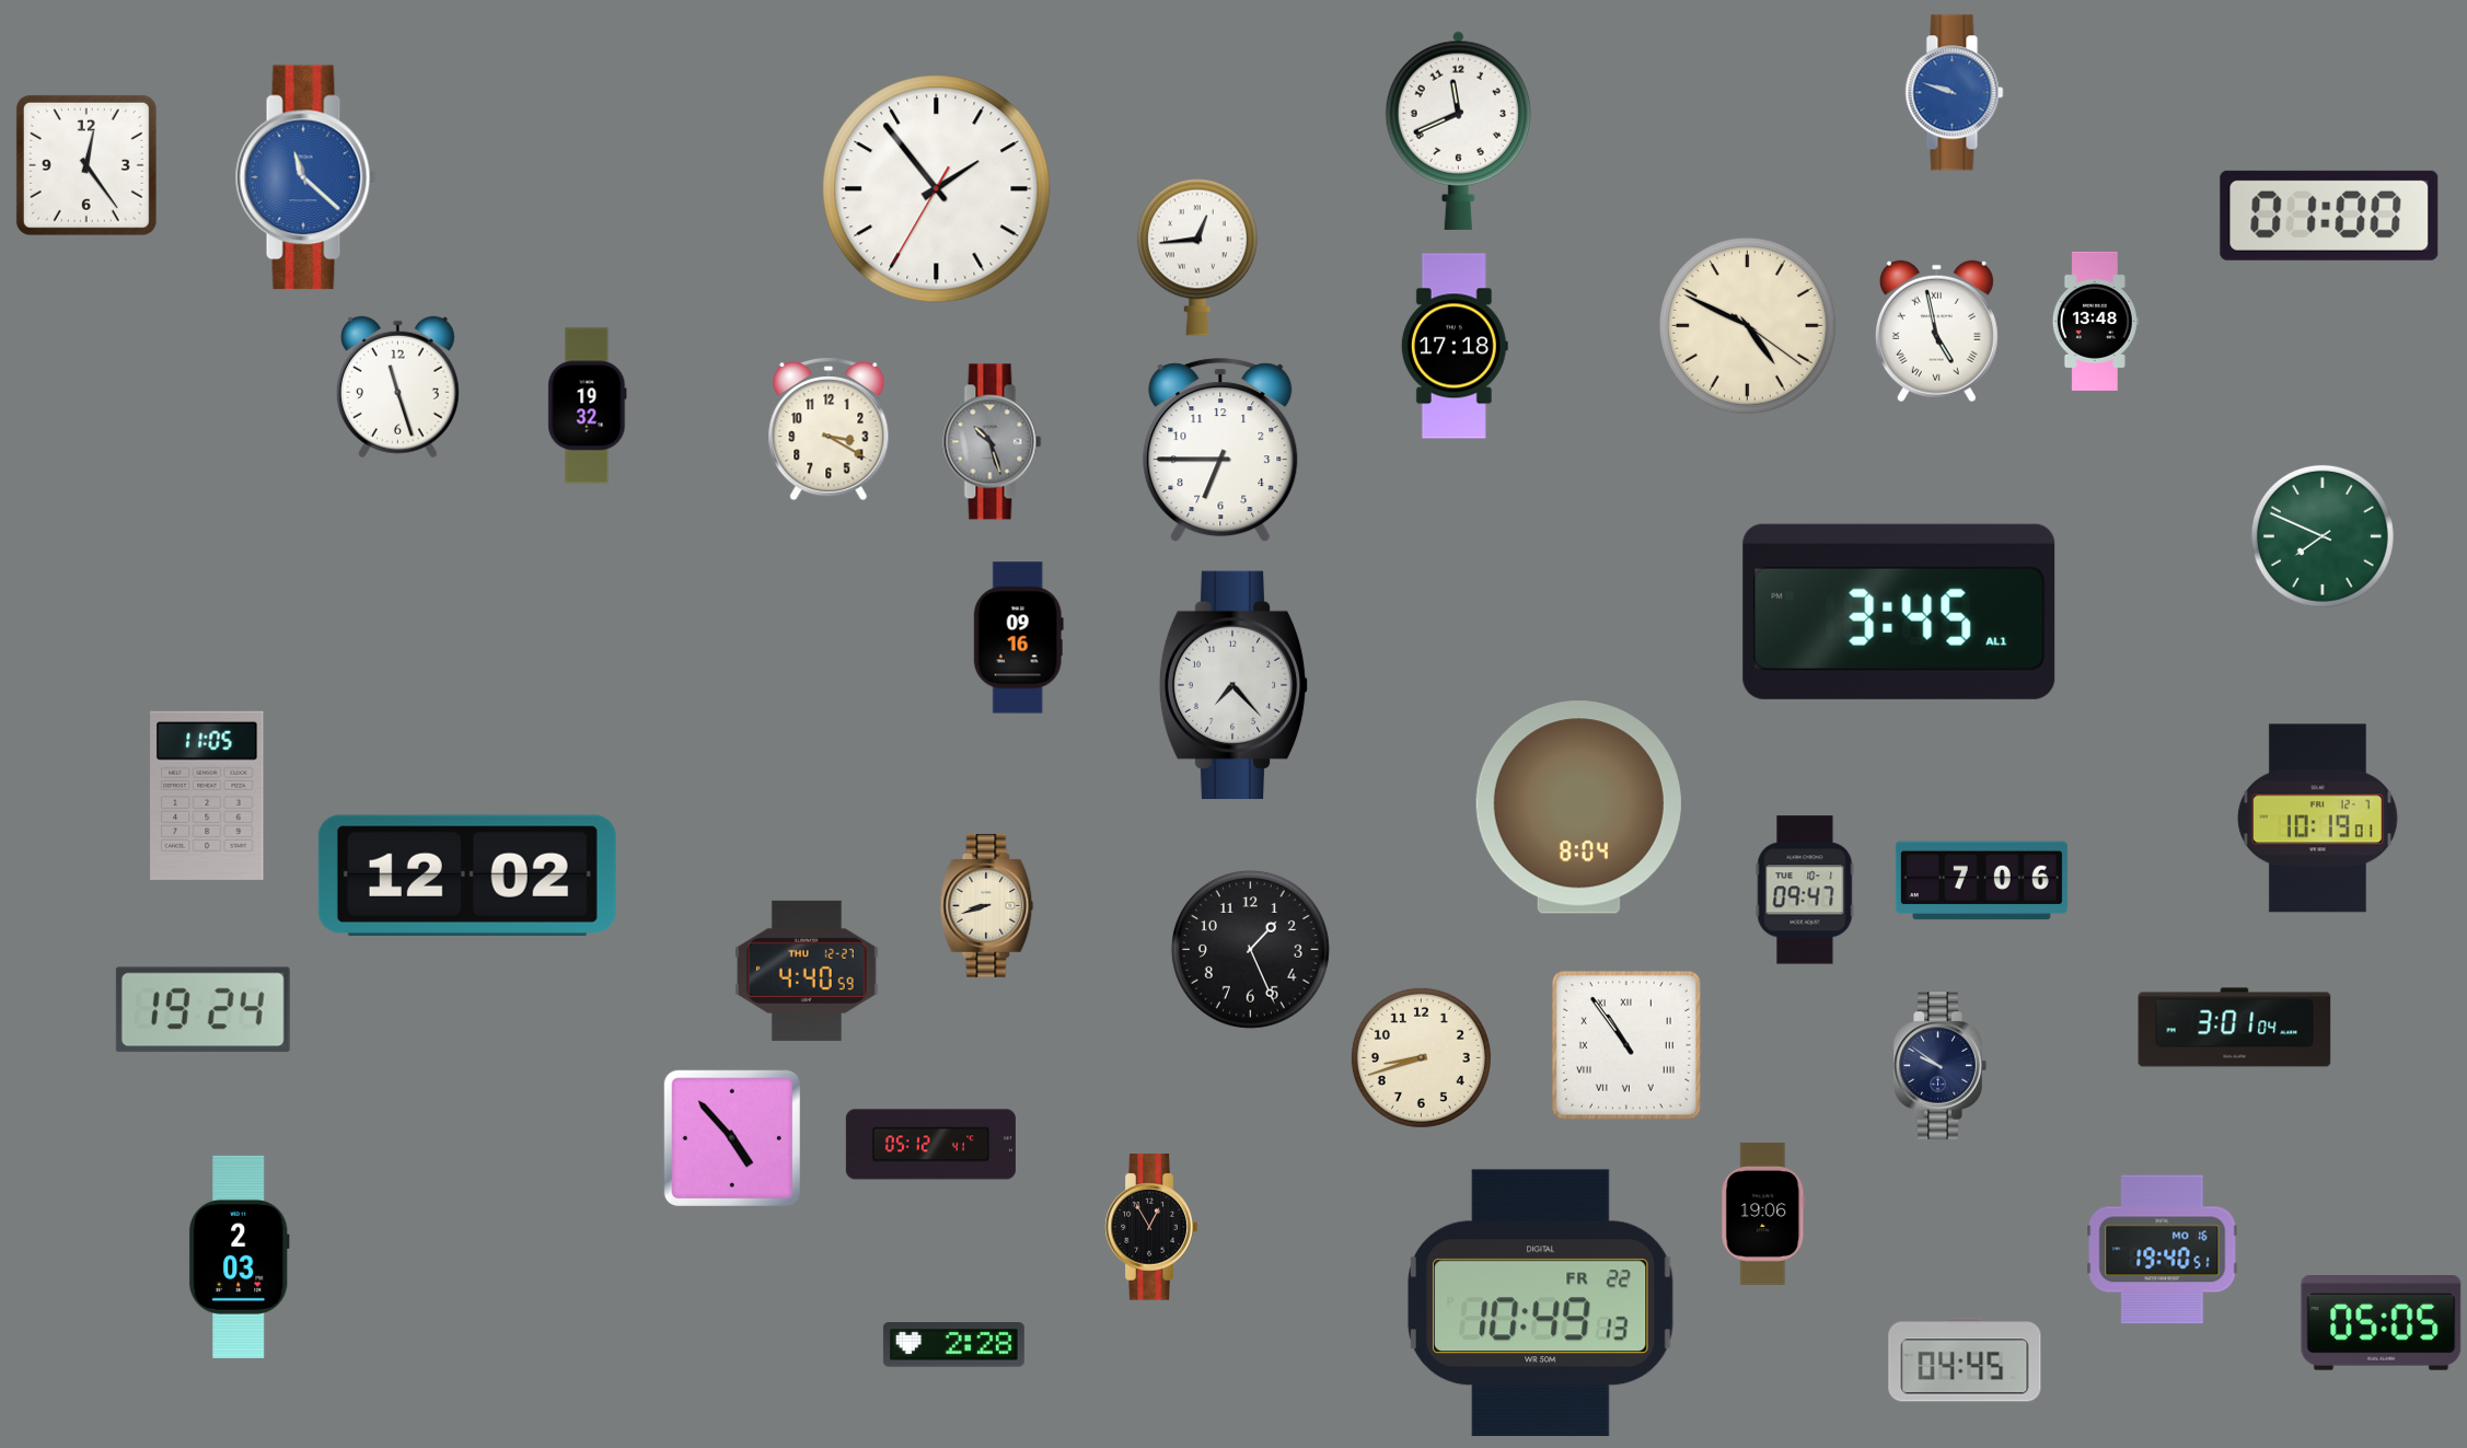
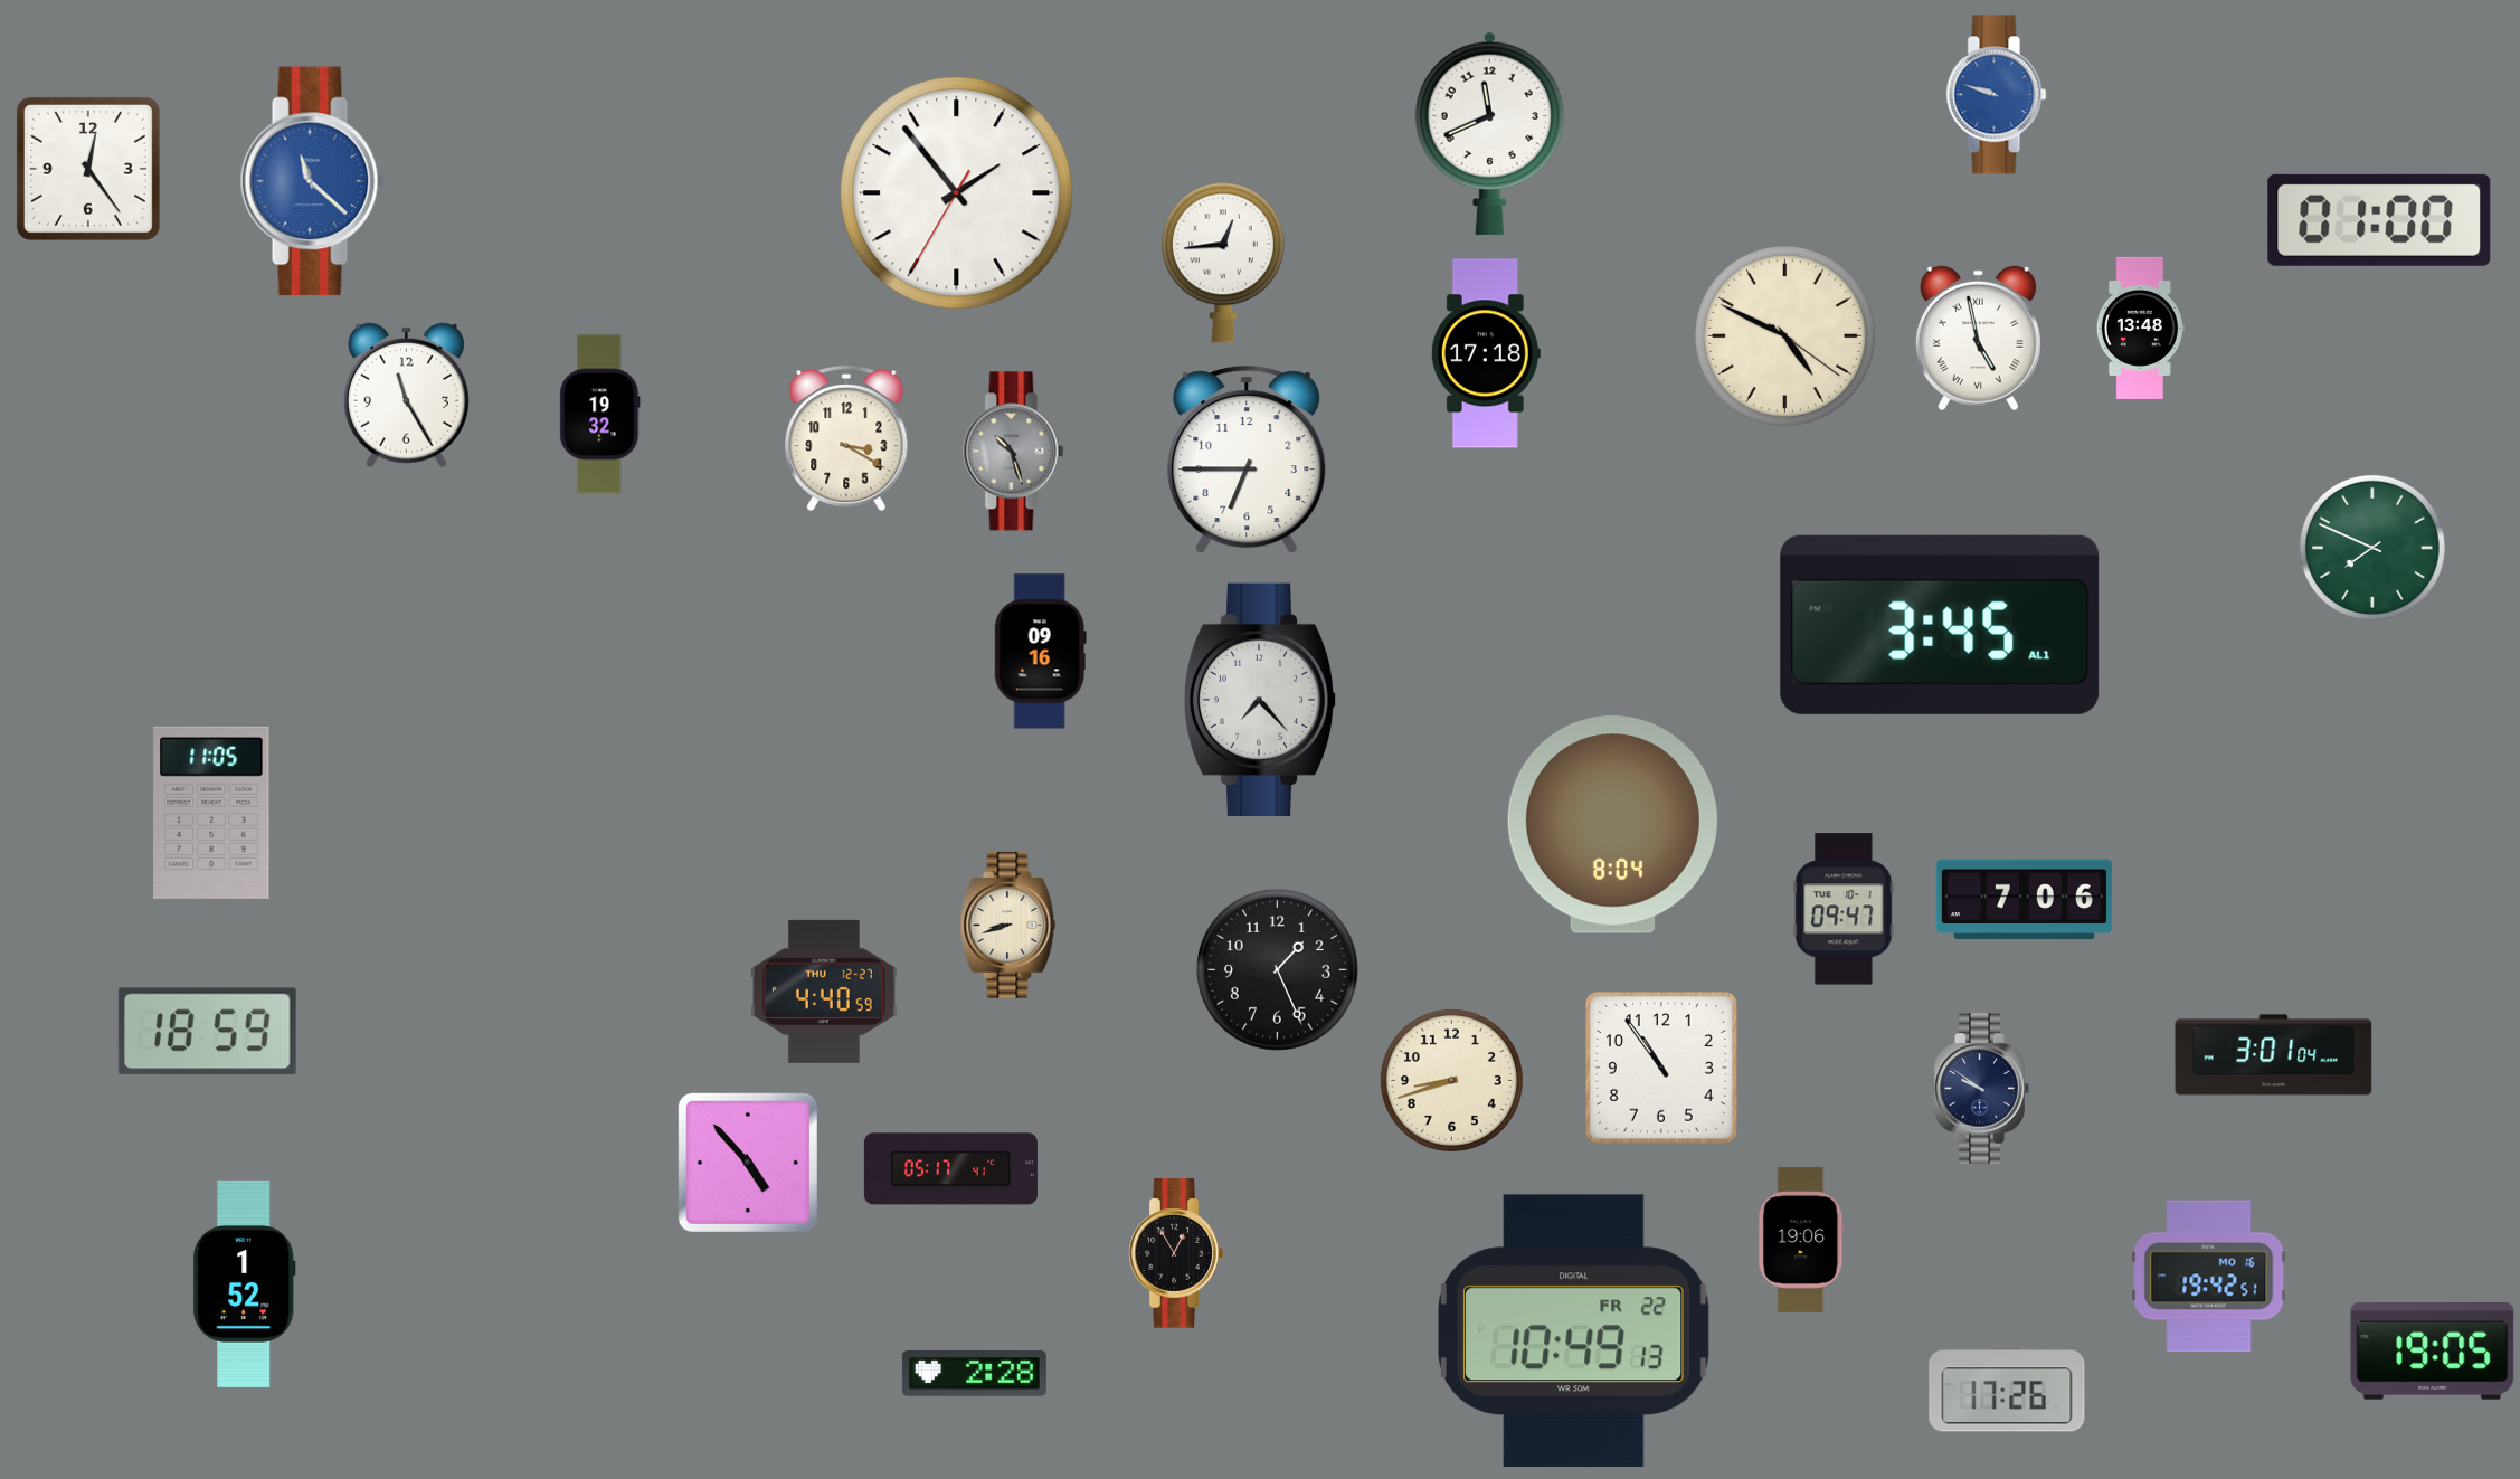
clock at (1747, 325) position: (1747, 325) -> (1784, 335)
clock at (397, 387): 11:27 -> 11:25
clock at (2317, 819): 10:19 -> none
clock at (467, 876): 12:02 -> none
clock at (202, 1010): 19:24 -> 18:59
clock at (2235, 1028) position: (2235, 1028) -> (2274, 1055)
clock at (1628, 1046) numerals: Roman -> Arabic
clock at (930, 1145): 05:12 -> 05:17
clock at (2163, 1250): 19:40 -> 19:42
clock at (239, 1256): 2:03 -> 1:52
clock at (2382, 1323): 05:05 -> 19:05
clock at (1965, 1359): 04:45 -> 17:26
